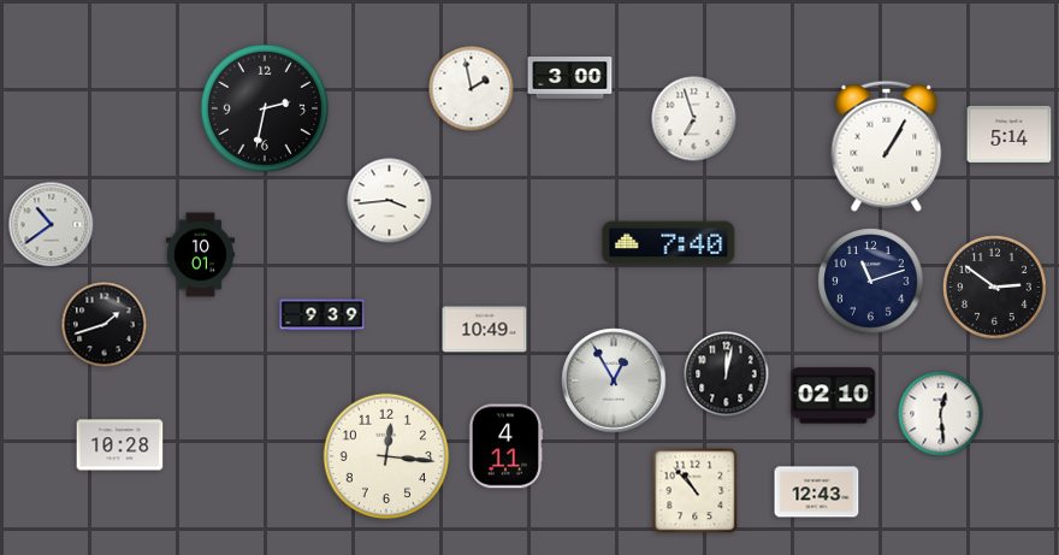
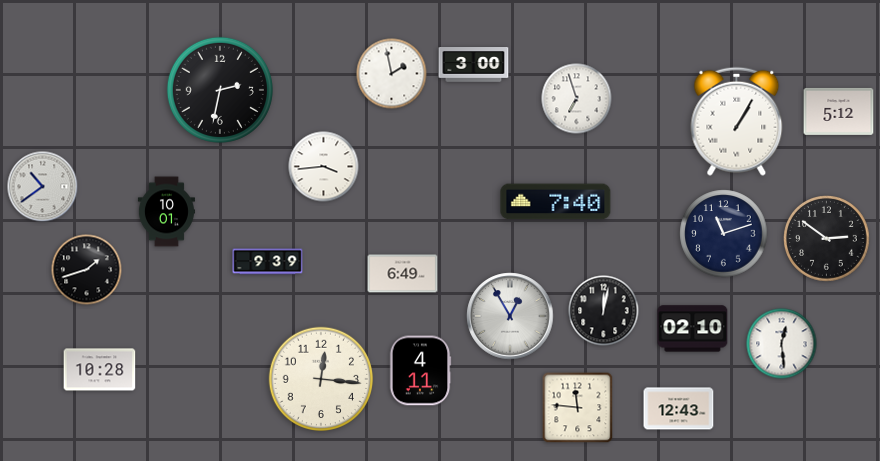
clock at (1010, 134): 5:14 -> 5:12
clock at (485, 330): 10:49 -> 6:49
clock at (696, 491): 10:53 -> 11:46
